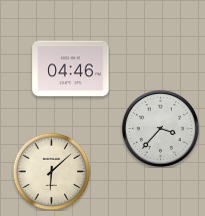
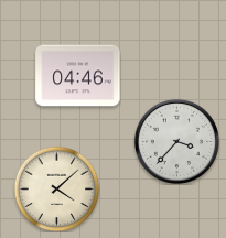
clock at (51, 171): 6:08 -> 4:08
